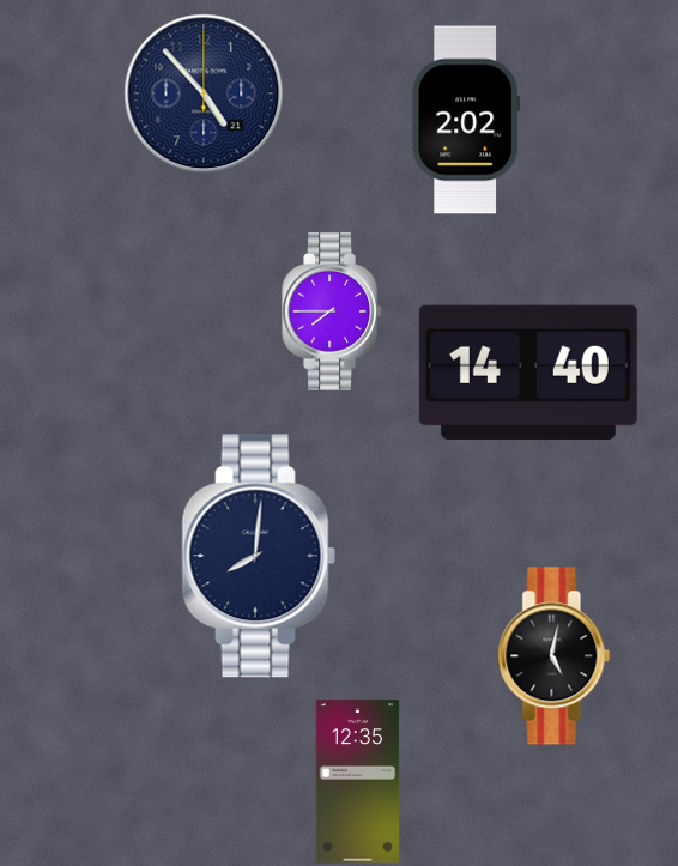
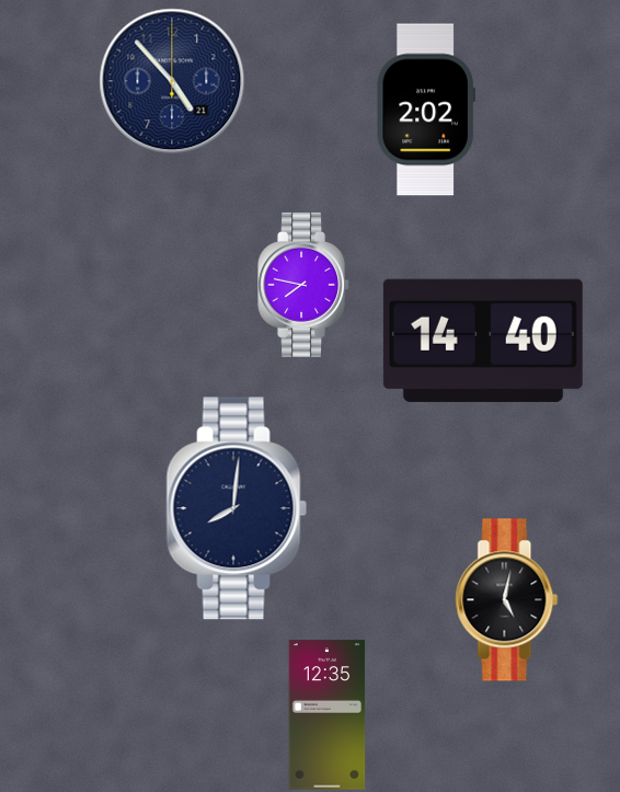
clock at (204, 93) position: (204, 93) -> (172, 81)
clock at (332, 311): 7:45 -> 7:47
